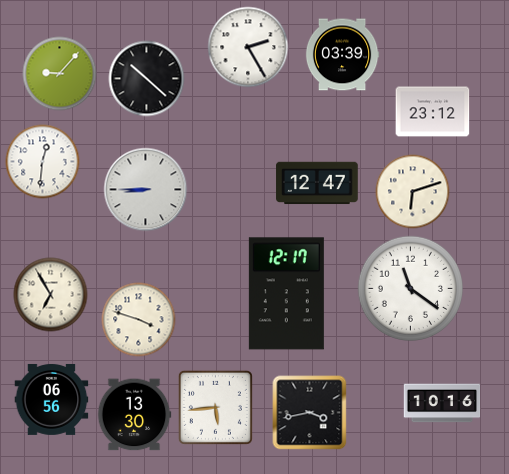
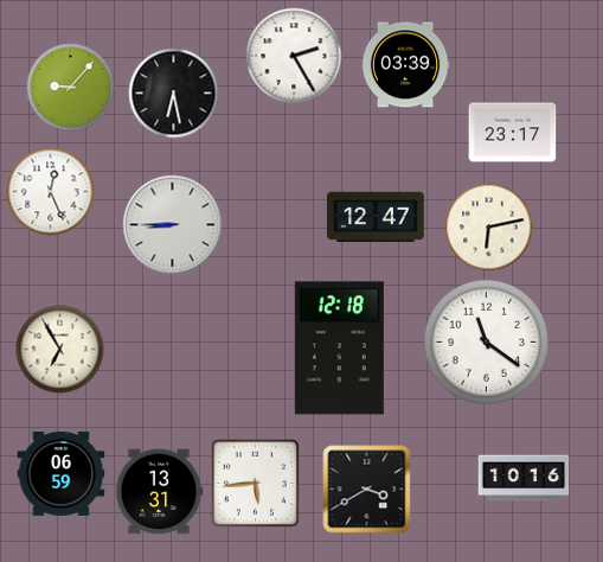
clock at (147, 79): 10:22 -> 6:28
clock at (433, 112): 23:12 -> 23:17
clock at (43, 162): 12:31 -> 12:26
clock at (413, 192): 6:12 -> 6:13
clock at (286, 294): 12:17 -> 12:18
clock at (139, 320): 3:48 -> none
clock at (52, 399): 06:56 -> 06:59
clock at (310, 413): 3:43 -> 3:40
clock at (134, 415): 13:30 -> 13:31
